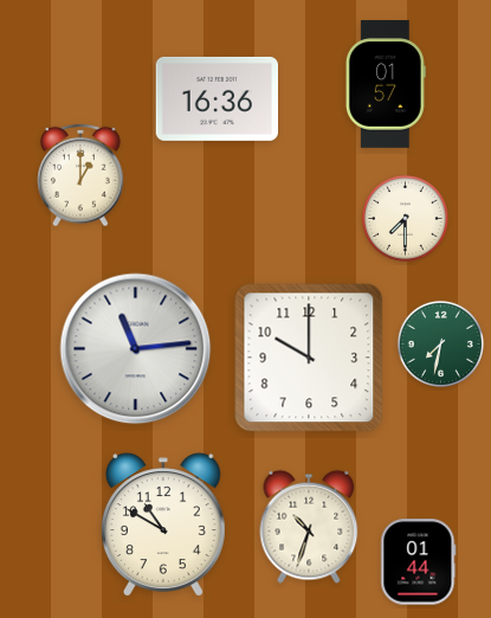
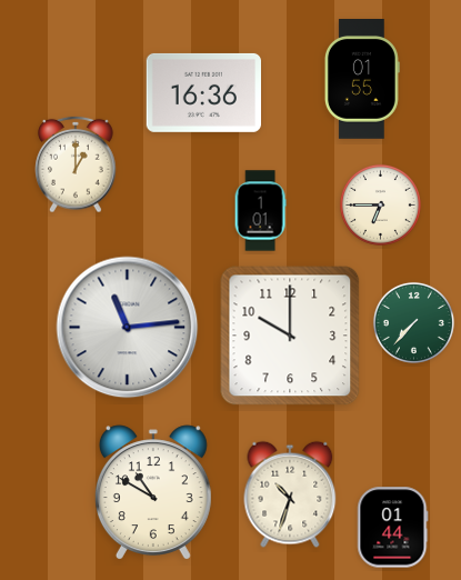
clock at (386, 85): 01:57 -> 01:55
clock at (405, 218): 7:30 -> 6:45
clock at (260, 211): none -> 1:01
clock at (440, 343): 7:32 -> 7:37
